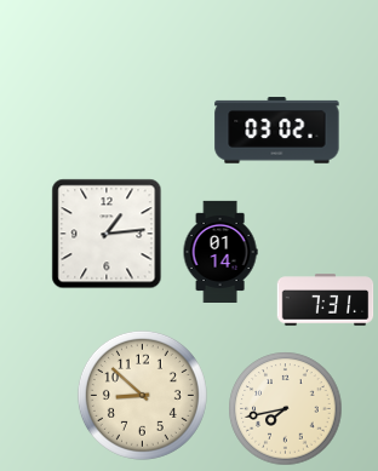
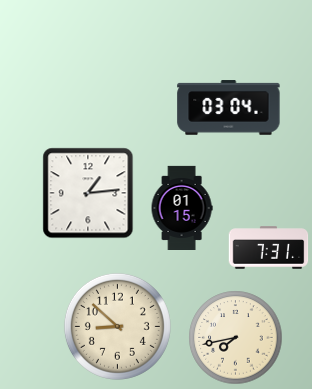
clock at (277, 131): 03:02 -> 03:04
clock at (220, 251): 01:14 -> 01:15
